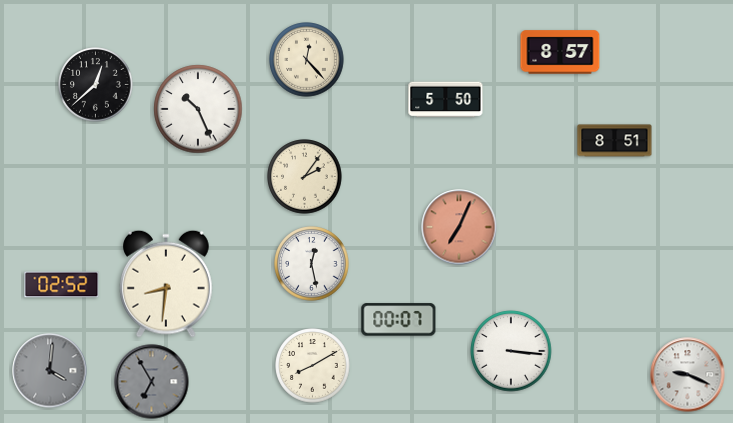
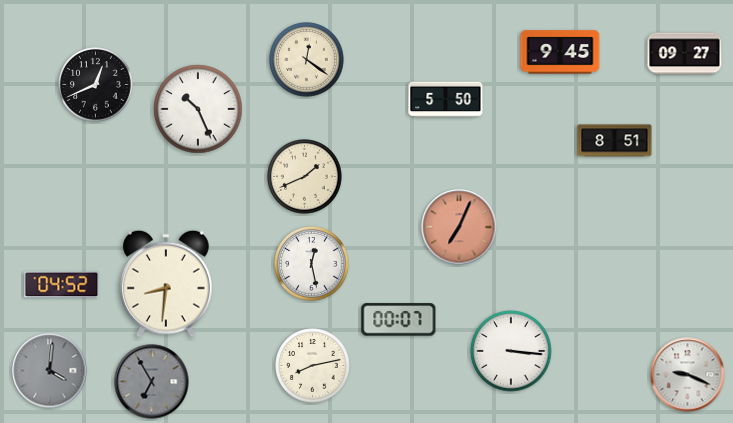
clock at (560, 52): 8:57 -> 9:45
clock at (685, 54): none -> 09:27
clock at (307, 60): 12:23 -> 12:21
clock at (96, 85): 12:38 -> 12:41
clock at (305, 177): 2:06 -> 1:41
clock at (62, 285): 02:52 -> 04:52
clock at (313, 366): 8:10 -> 8:13
